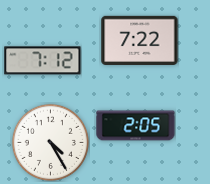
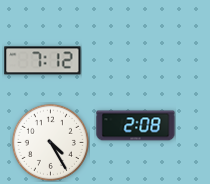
clock at (140, 40): 7:22 -> none
clock at (136, 126): 2:05 -> 2:08
